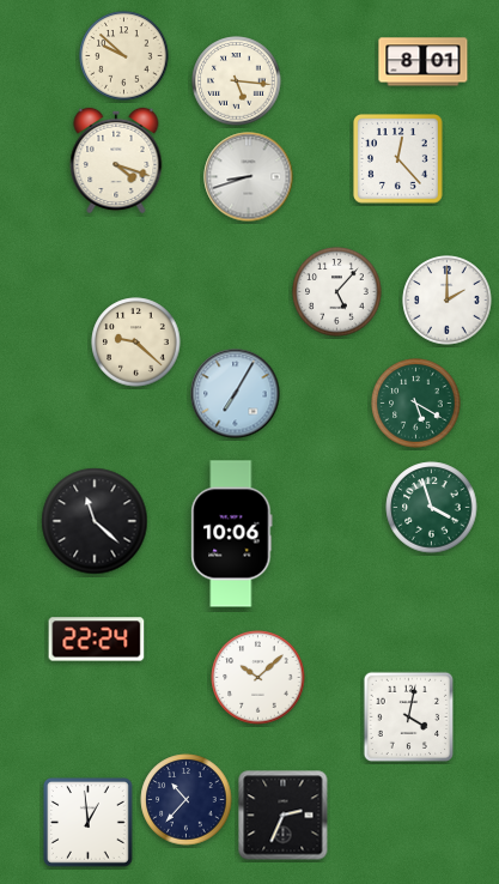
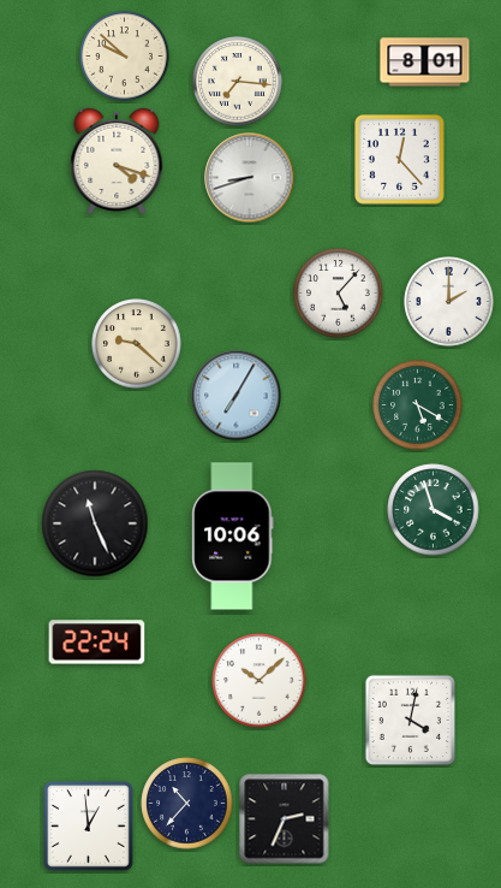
clock at (237, 81): 5:16 -> 7:16
clock at (95, 521): 11:22 -> 11:26
